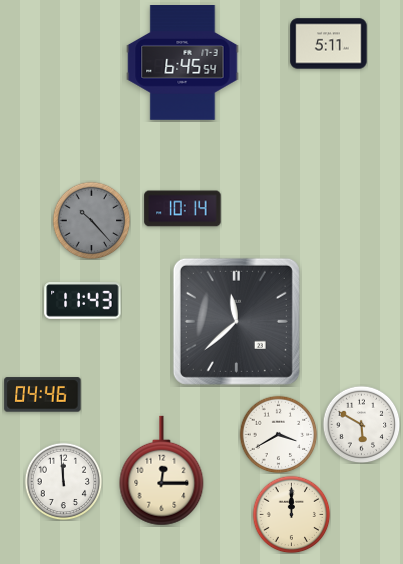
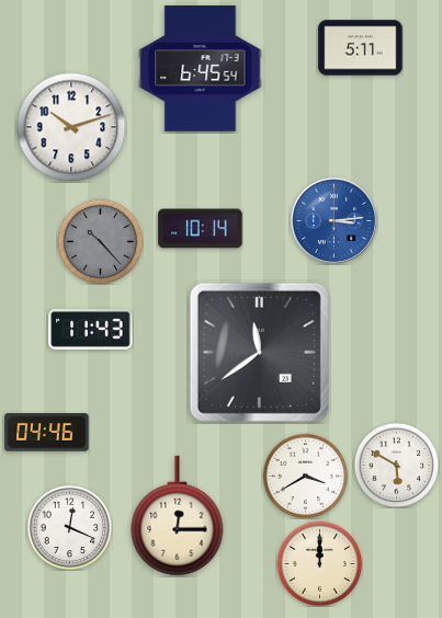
clock at (71, 127): none -> 10:12
clock at (333, 220): none -> 3:14
clock at (236, 321): 11:38 -> 11:39
clock at (63, 481): 11:59 -> 12:19
